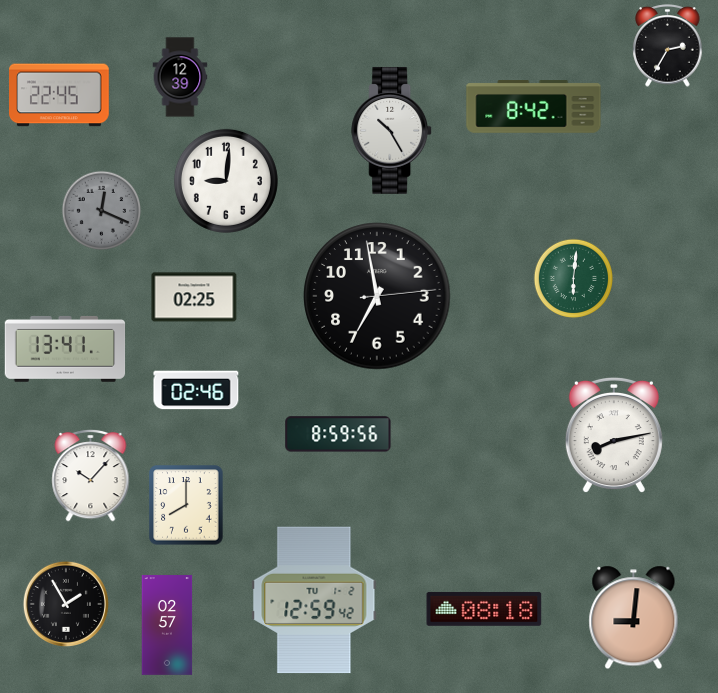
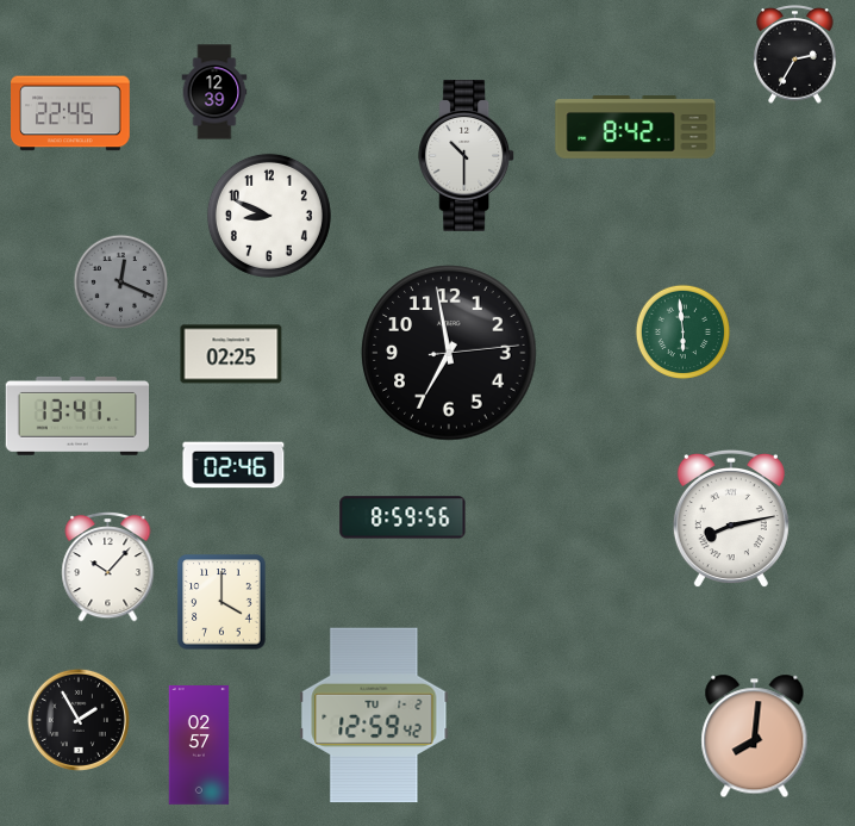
clock at (392, 130): 10:25 -> 10:30
clock at (226, 181): 9:01 -> 8:49
clock at (102, 211) position: (102, 211) -> (121, 282)
clock at (574, 279): 6:01 -> 5:59
clock at (186, 505): 8:00 -> 4:00
clock at (484, 609): 08:18 -> none
clock at (634, 618): 9:01 -> 8:01
